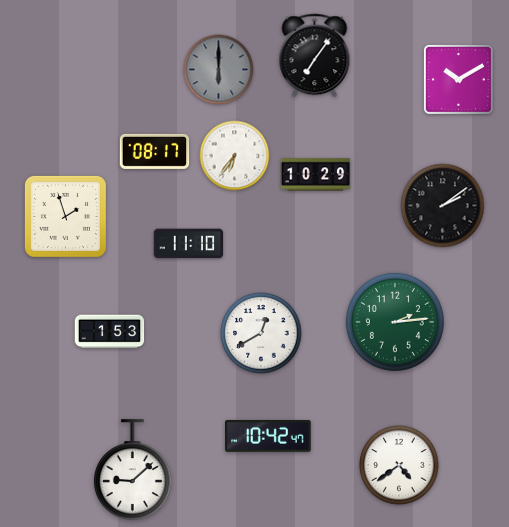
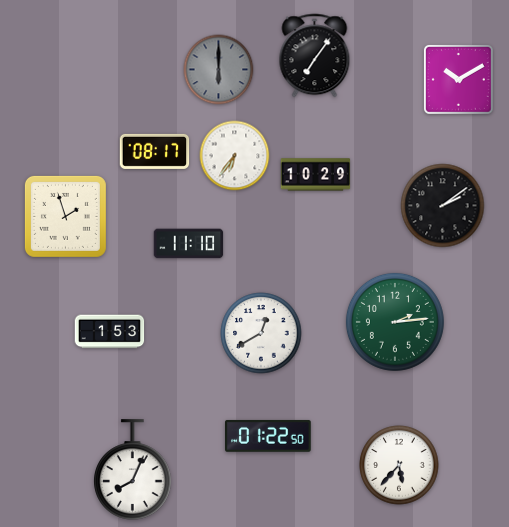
clock at (269, 436): 10:42 -> 01:22
clock at (399, 465): 4:39 -> 5:37
clock at (133, 470): 9:08 -> 8:04
